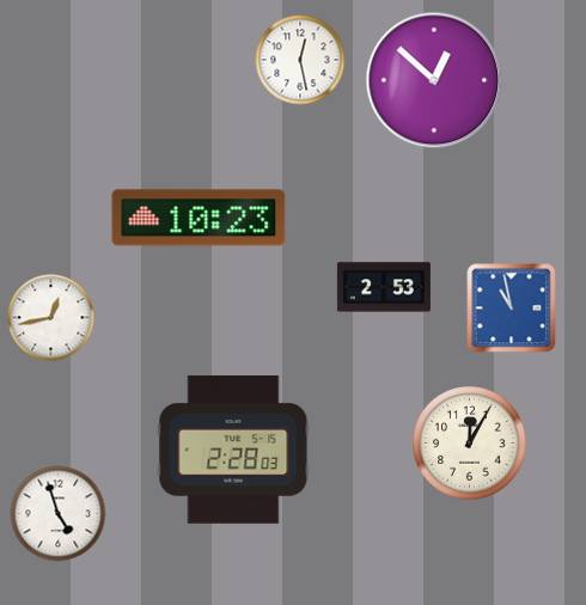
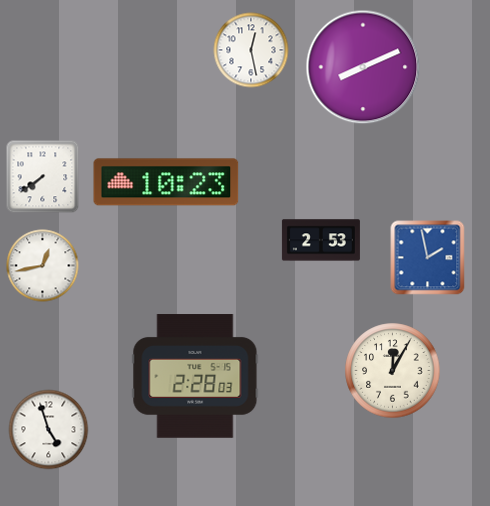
clock at (434, 80): 12:52 -> 8:11
clock at (43, 177): none -> 7:39
clock at (512, 308): 10:58 -> 1:58
